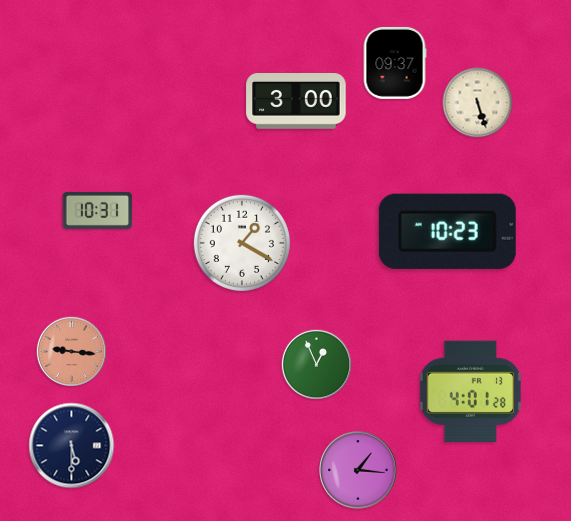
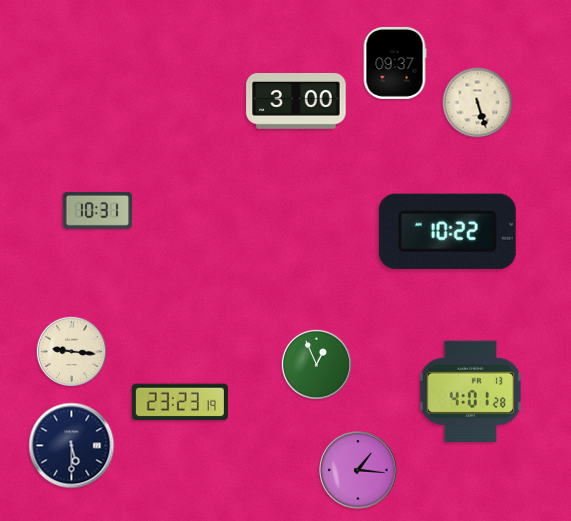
clock at (447, 231): 10:23 -> 10:22
clock at (242, 243): 1:20 -> none
clock at (71, 351) dial: salmon -> cream
clock at (180, 402): none -> 23:23
